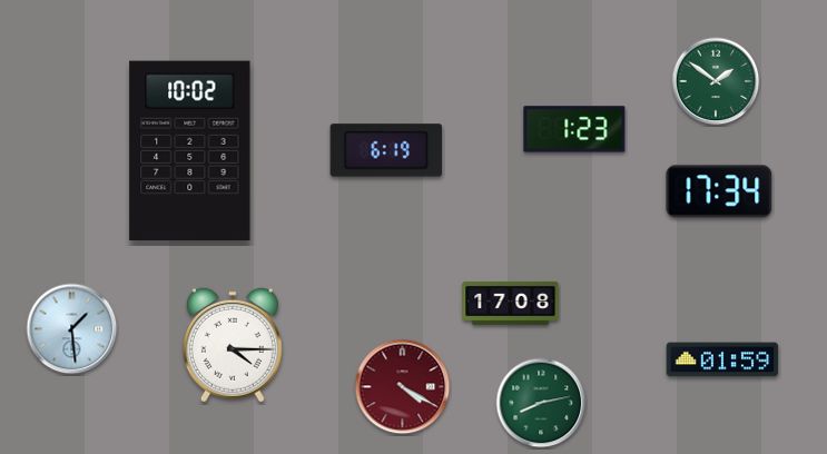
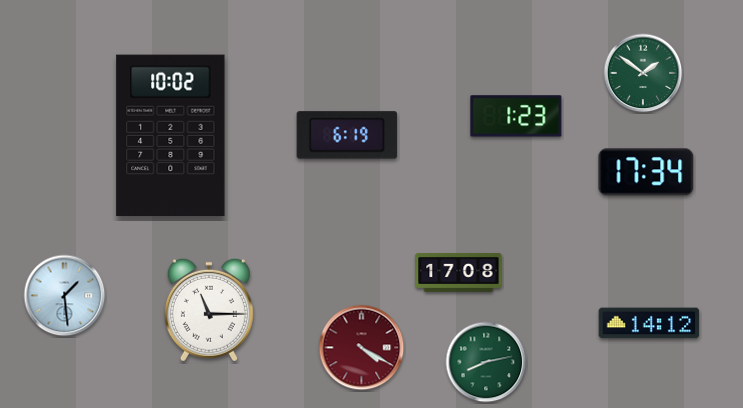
clock at (233, 345): 4:15 -> 11:15
clock at (722, 359): 01:59 -> 14:12
